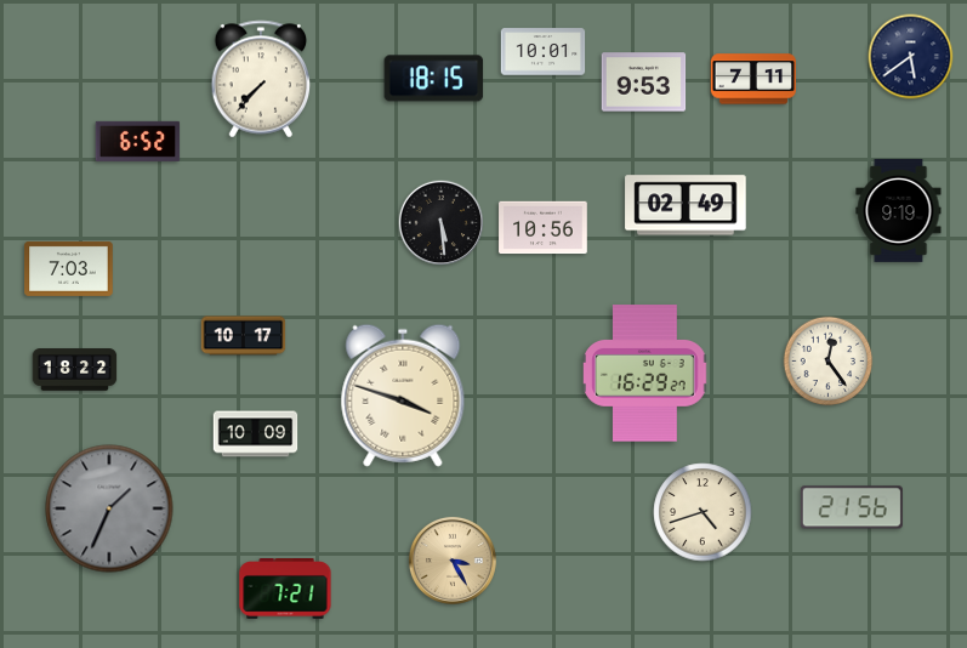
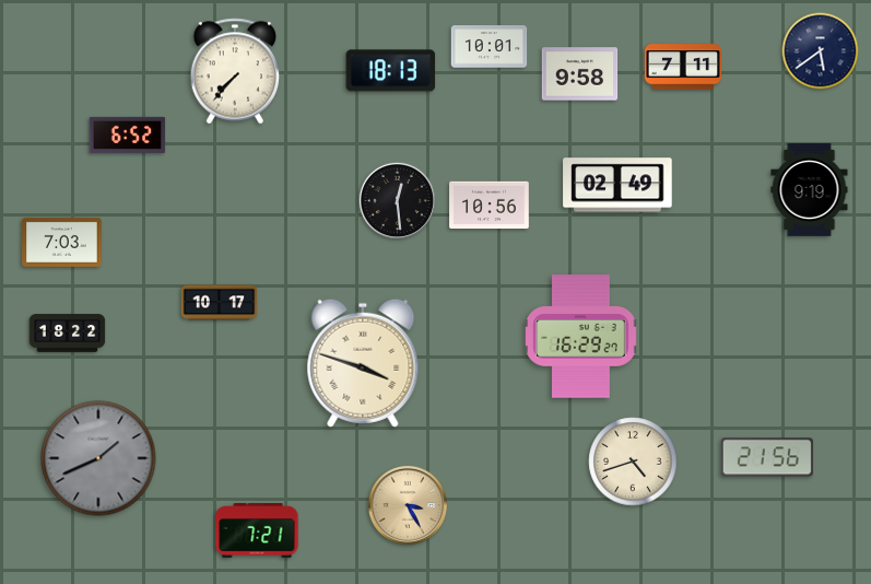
clock at (434, 79): 18:15 -> 18:13
clock at (752, 79) position: (752, 79) -> (682, 67)
clock at (644, 83): 9:53 -> 9:58
clock at (138, 141) position: (138, 141) -> (128, 135)
clock at (440, 222): 5:29 -> 12:29
clock at (829, 362): 12:24 -> none
clock at (403, 396) position: (403, 396) -> (363, 363)
clock at (256, 434): 10:09 -> none
clock at (109, 508): 1:34 -> 1:41
